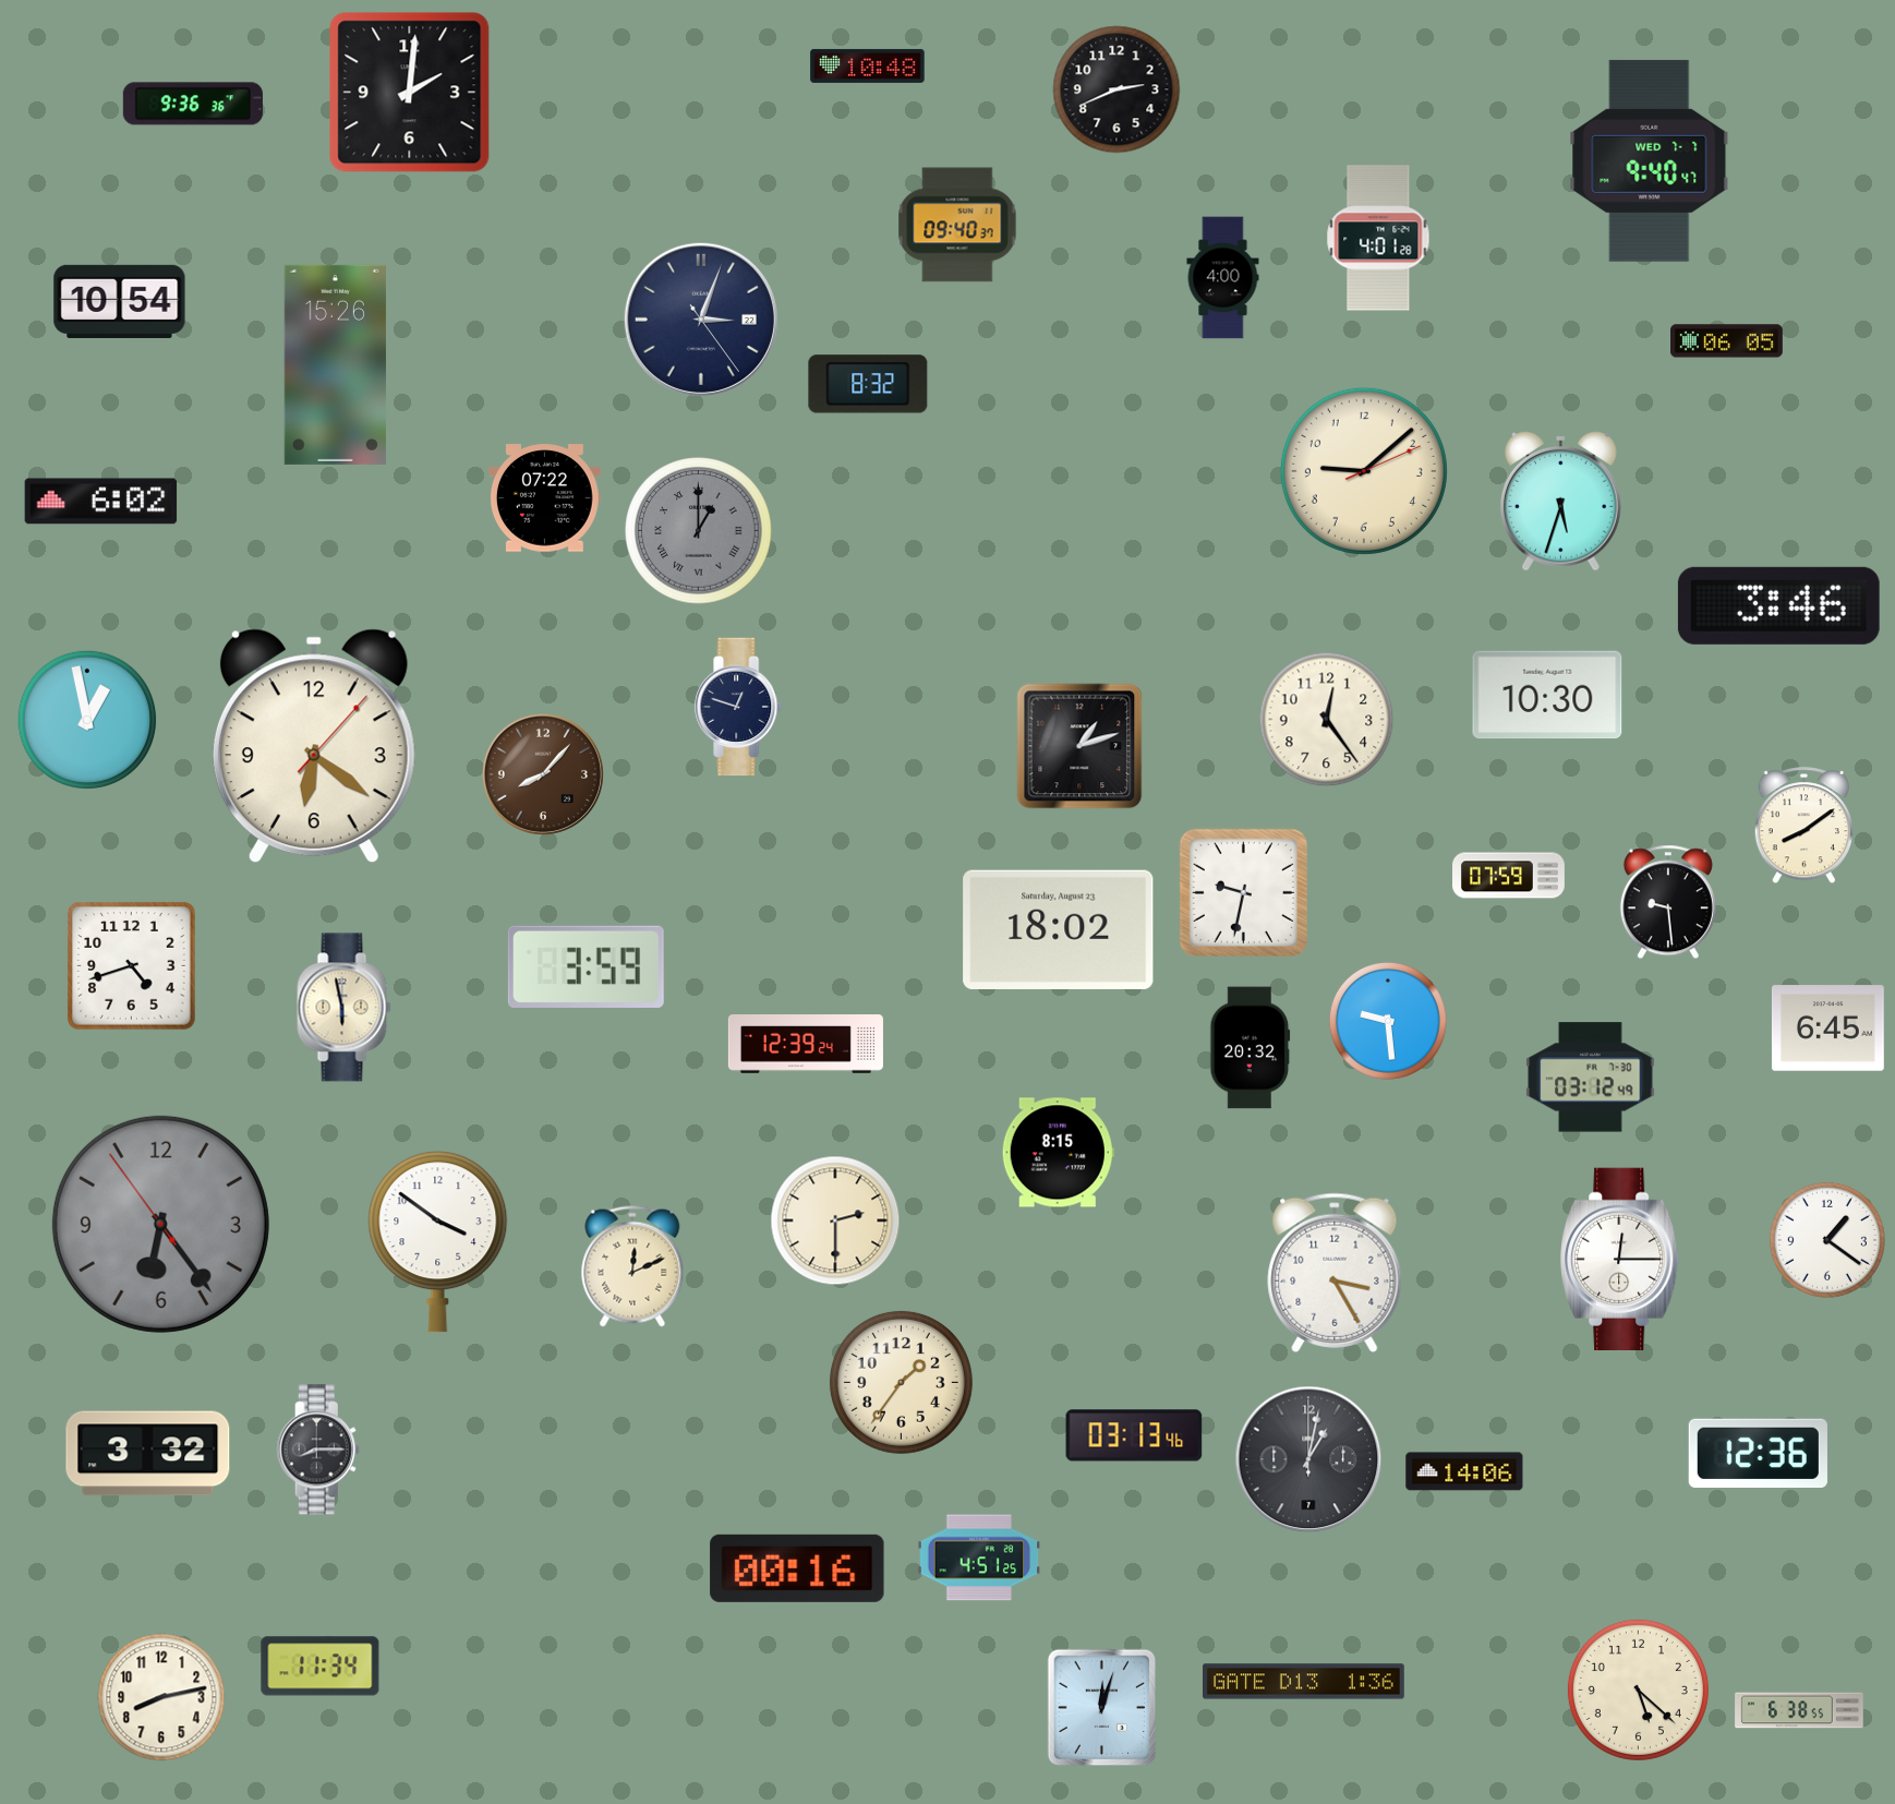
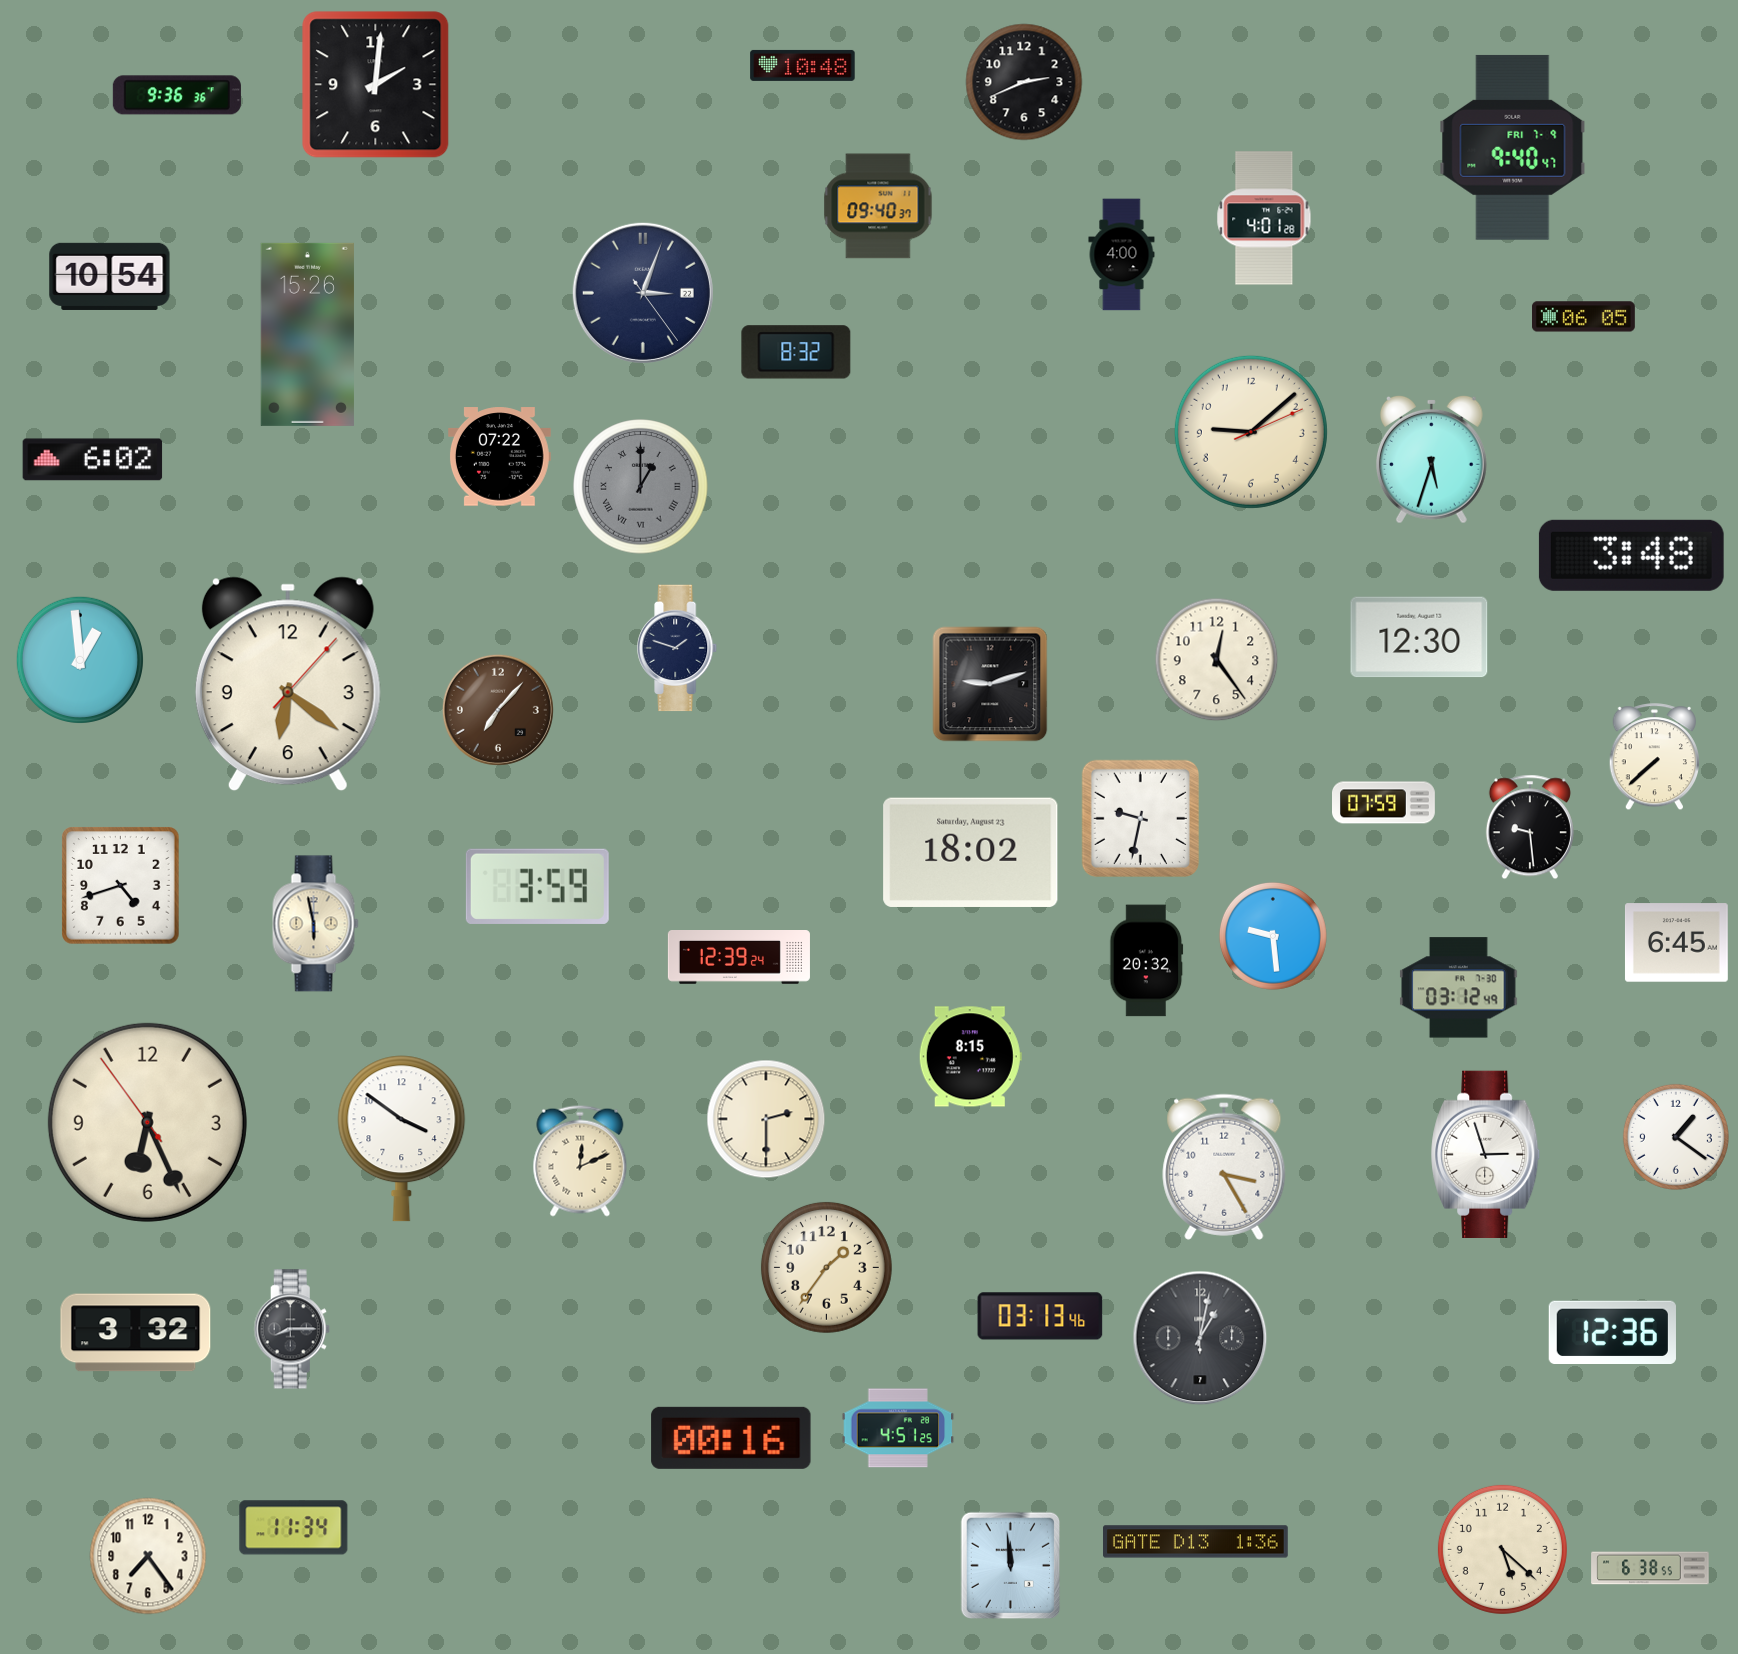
clock at (868, 65) position: (868, 65) -> (803, 65)
clock at (1650, 160) date: WED 7-7 -> FRI 7-9
clock at (1727, 341) position: (1727, 341) -> (1584, 317)
clock at (1778, 605): 3:46 -> 3:48
clock at (1547, 695): 10:30 -> 12:30
clock at (739, 707): 12:48 -> 1:48
clock at (87, 720): 12:58 -> 12:59
clock at (1079, 746): 1:12 -> 9:12
clock at (543, 774): 8:07 -> 7:07
clock at (1803, 826): 8:09 -> 7:38
clock at (160, 1224): 6:23 -> 6:25
clock at (160, 1224) dial: grey -> cream
clock at (1620, 1259): 12:15 -> 2:57
clock at (1464, 1471): 14:06 -> none
clock at (161, 1697): 8:13 -> 7:24
clock at (1102, 1708): 12:03 -> 11:59
